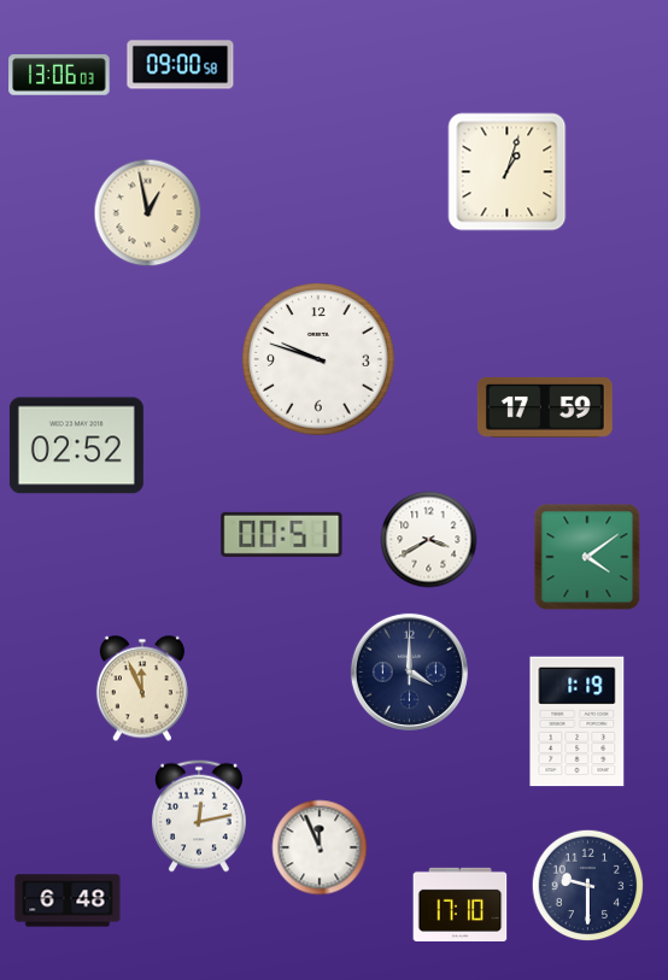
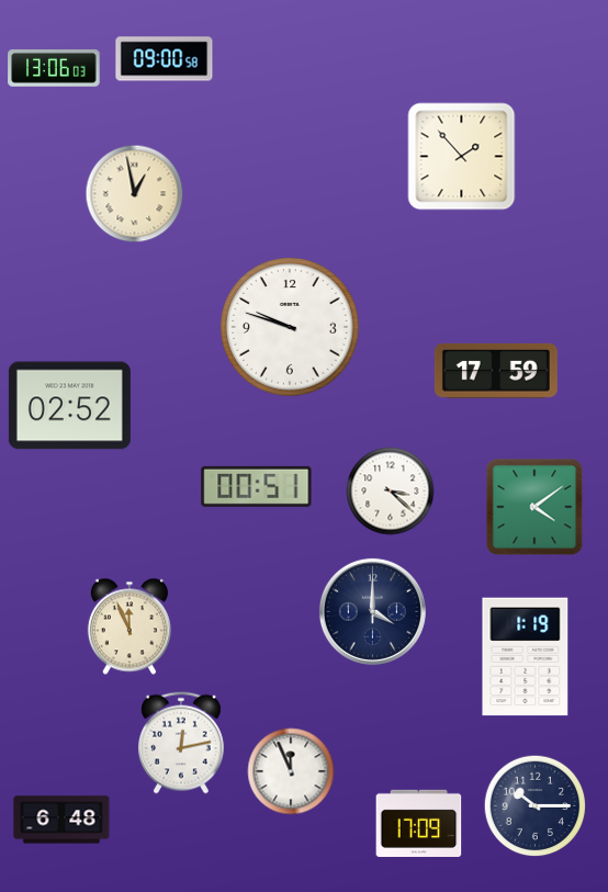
clock at (508, 172): 1:03 -> 1:53
clock at (429, 540): 3:40 -> 3:22
clock at (588, 886): 9:30 -> 10:15
clock at (461, 904): 17:10 -> 17:09
